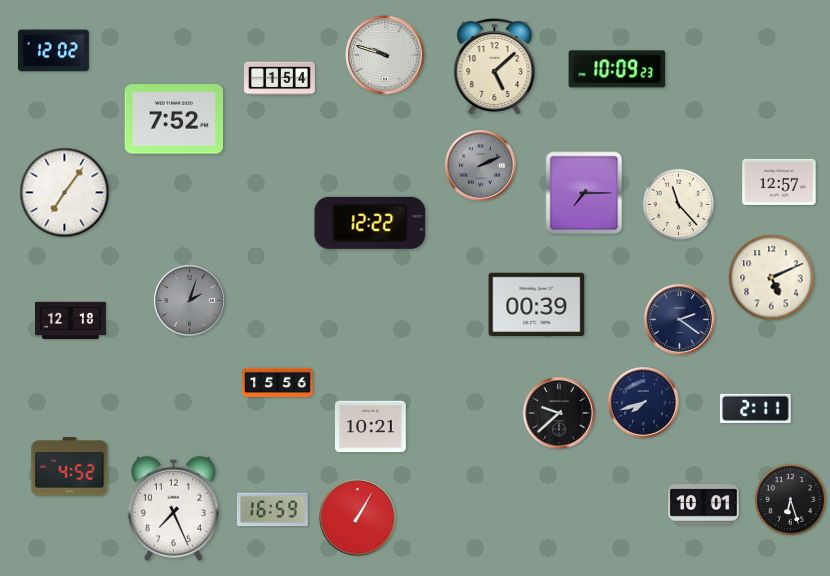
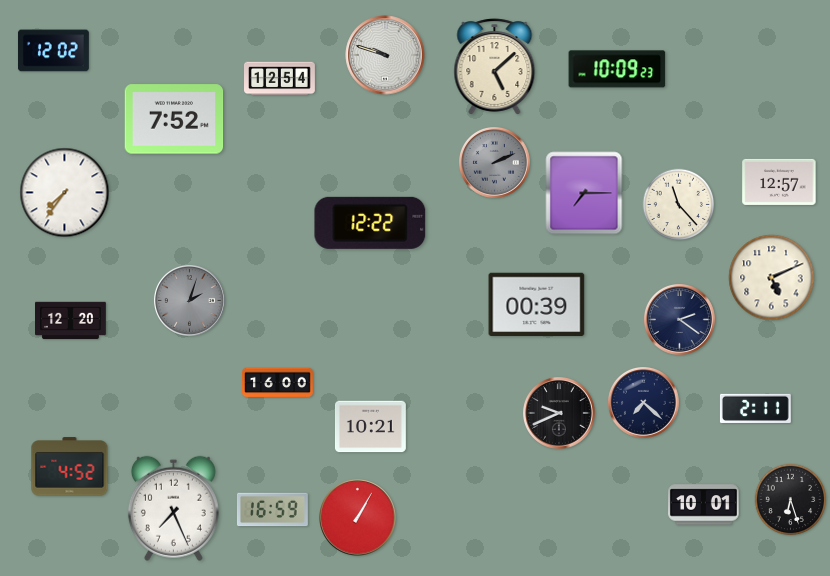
clock at (280, 79): 1:54 -> 12:54
clock at (481, 166) position: (481, 166) -> (495, 163)
clock at (65, 193): 7:06 -> 7:36
clock at (71, 321): 12:18 -> 12:20
clock at (278, 383): 15:56 -> 16:00
clock at (644, 403): 7:42 -> 7:22
clock at (560, 414): 9:38 -> 9:41
